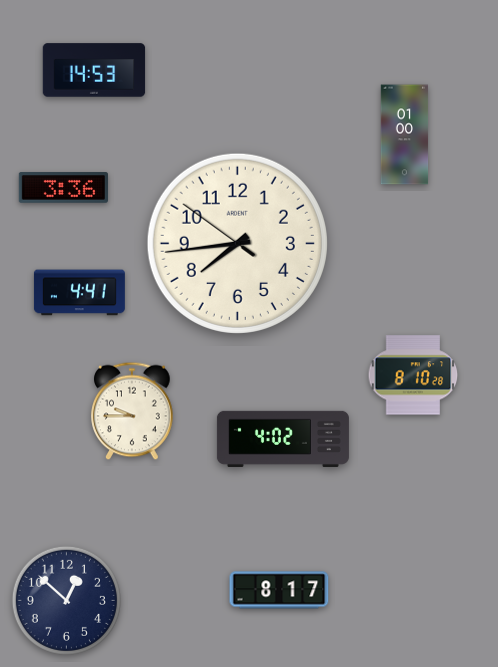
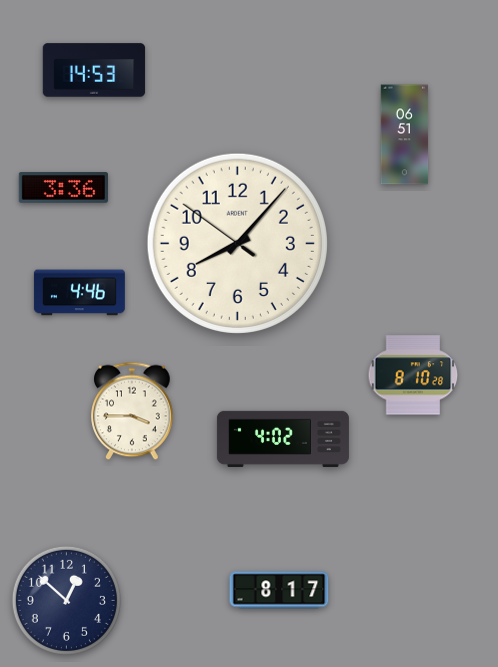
clock at (405, 135): 01:00 -> 06:51
clock at (237, 243): 7:43 -> 8:06
clock at (79, 293): 4:41 -> 4:46
clock at (132, 411): 9:45 -> 3:45
